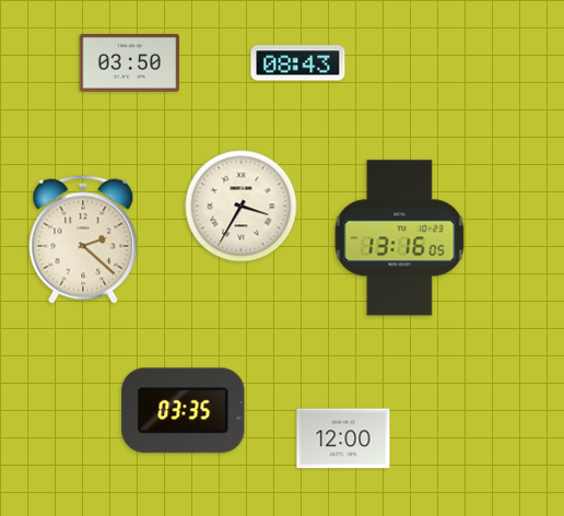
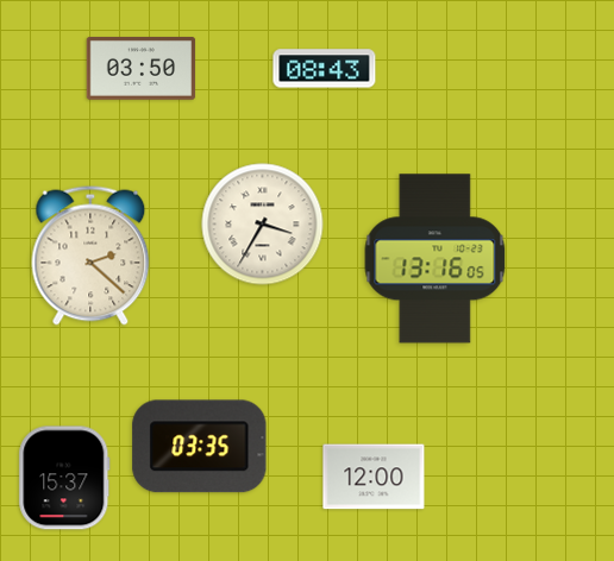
clock at (83, 239) position: (83, 239) -> (90, 256)
clock at (64, 478): none -> 15:37
